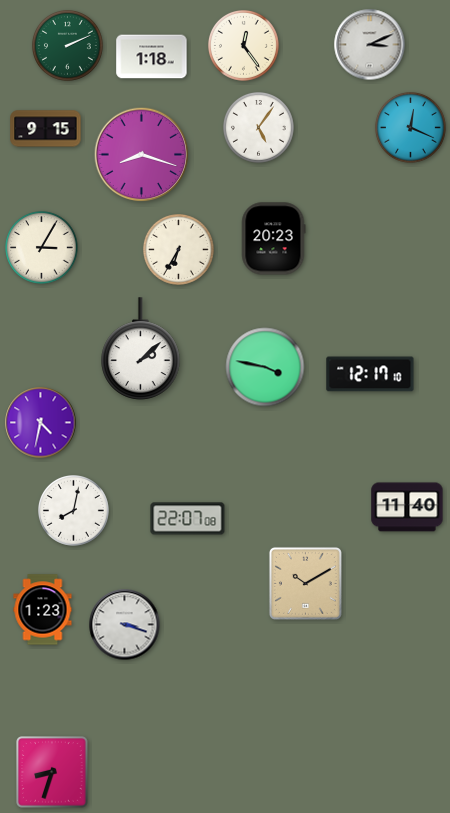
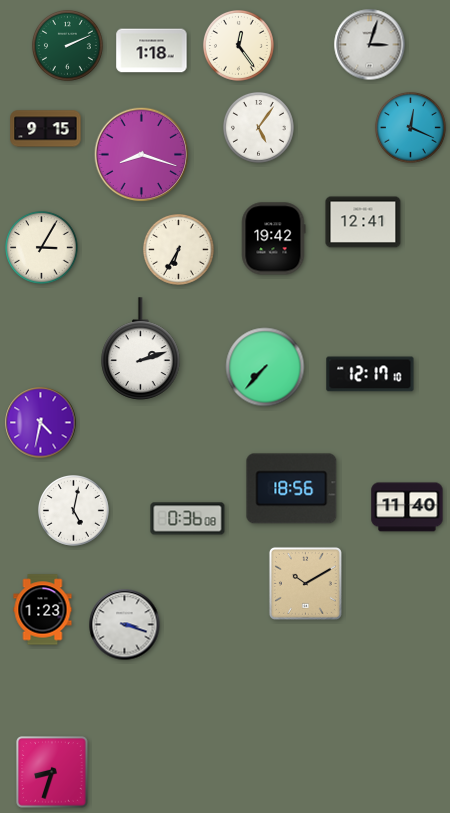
clock at (370, 45): 3:11 -> 3:03
clock at (244, 46) position: (244, 46) -> (239, 46)
clock at (152, 57) position: (152, 57) -> (152, 51)
clock at (363, 222): none -> 12:41
clock at (274, 239): 20:23 -> 19:42
clock at (141, 349): 2:08 -> 2:12
clock at (265, 367): 3:47 -> 7:37
clock at (292, 489): none -> 18:56
clock at (74, 511): 8:02 -> 5:02
clock at (188, 519): 22:07 -> 0:36
